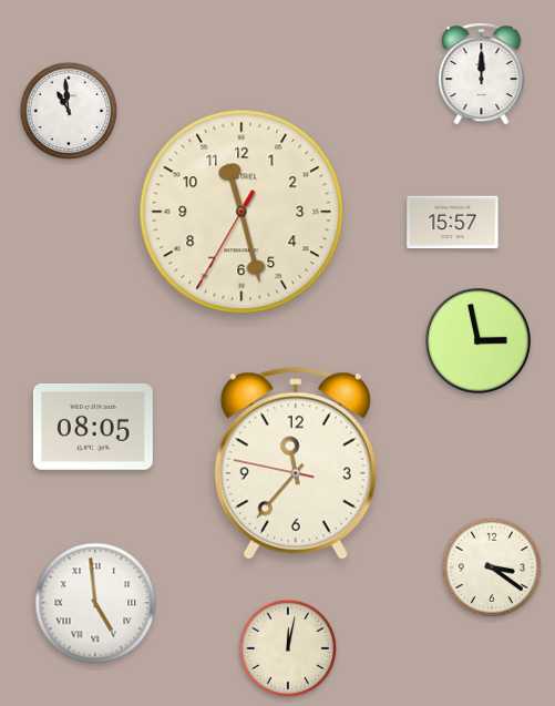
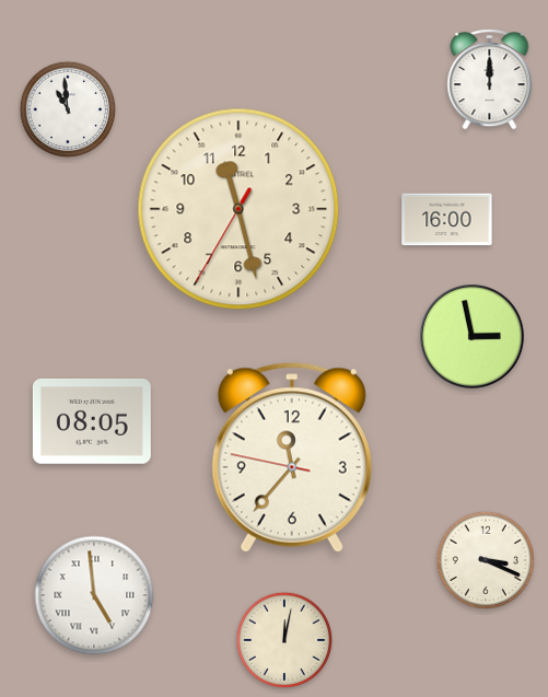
clock at (482, 74) position: (482, 74) -> (490, 80)
clock at (453, 223): 15:57 -> 16:00
clock at (492, 567): 3:21 -> 3:19
